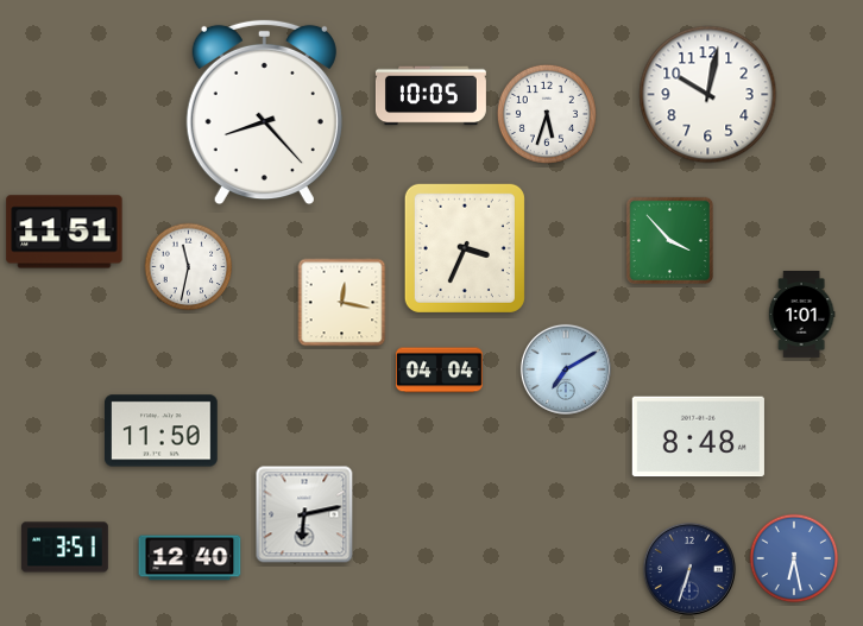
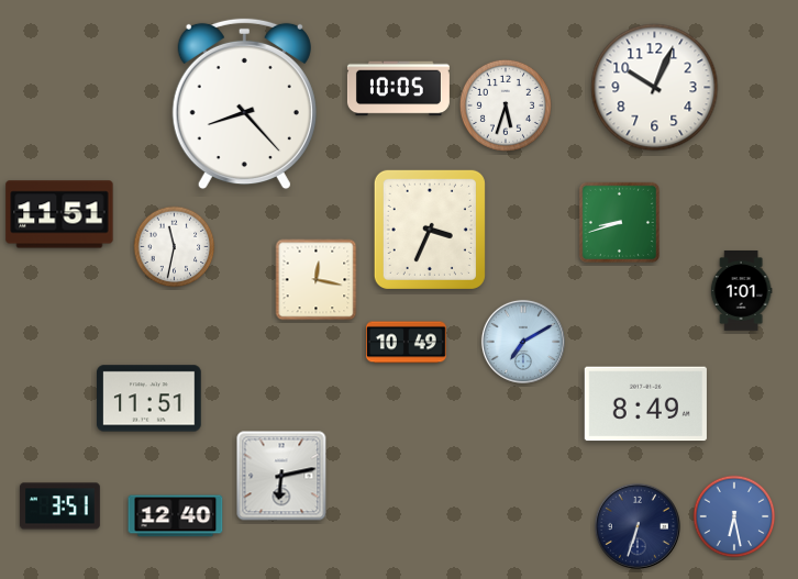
clock at (708, 95): 10:02 -> 10:04
clock at (669, 240): 3:53 -> 8:42
clock at (439, 371): 04:04 -> 10:49
clock at (162, 431): 11:50 -> 11:51
clock at (698, 437): 8:48 -> 8:49
